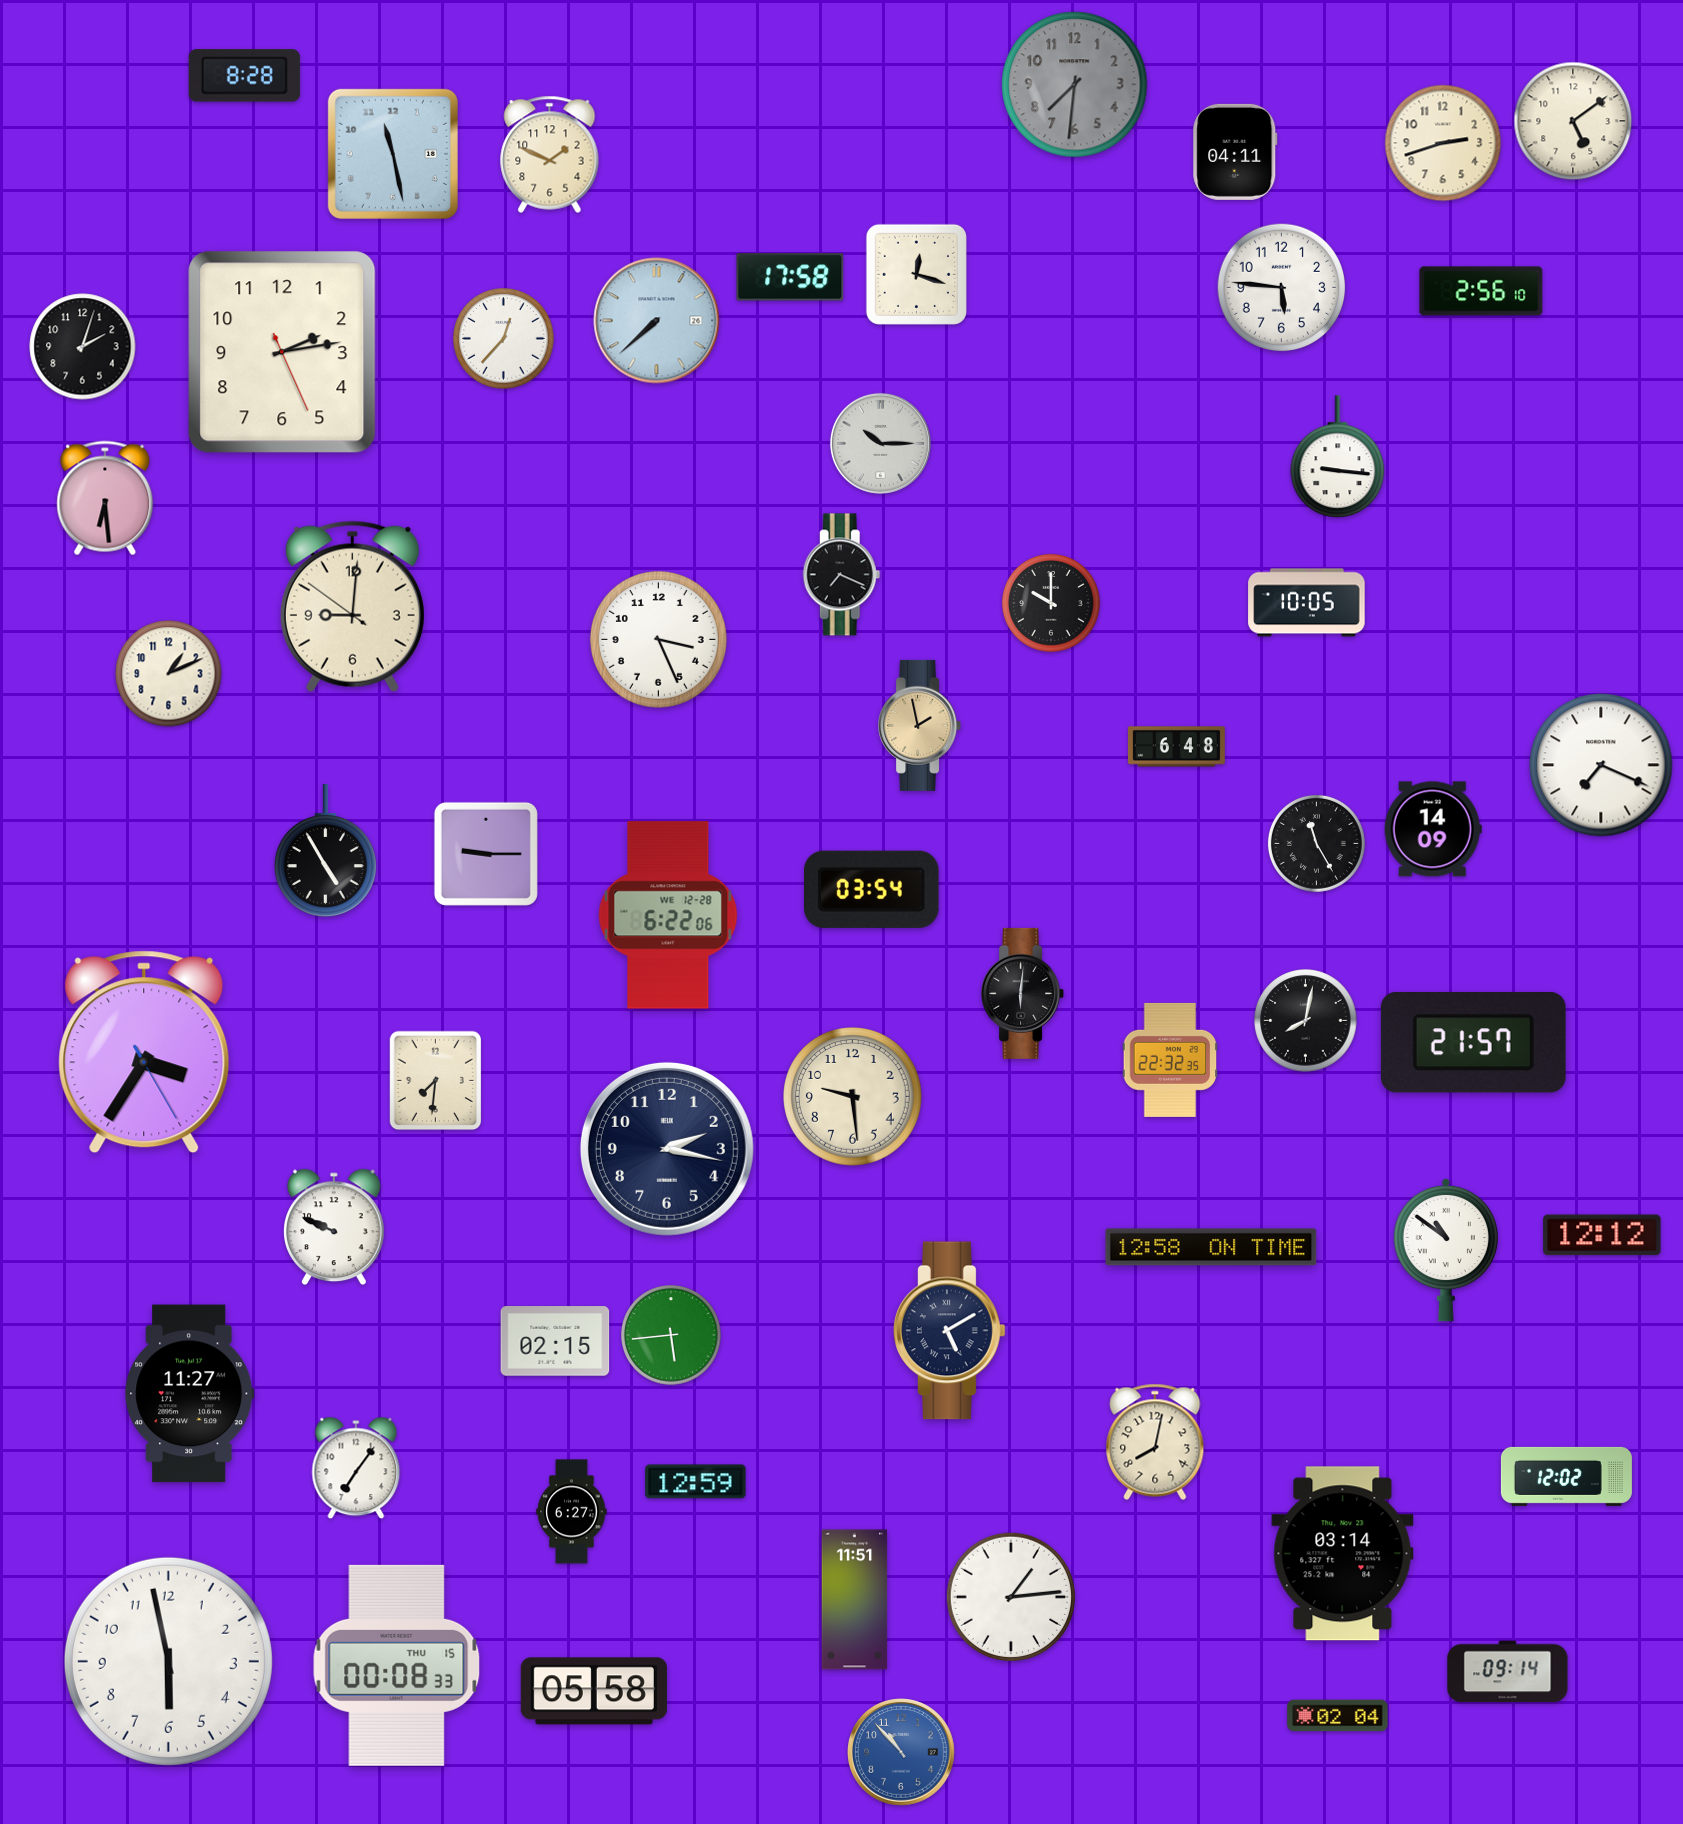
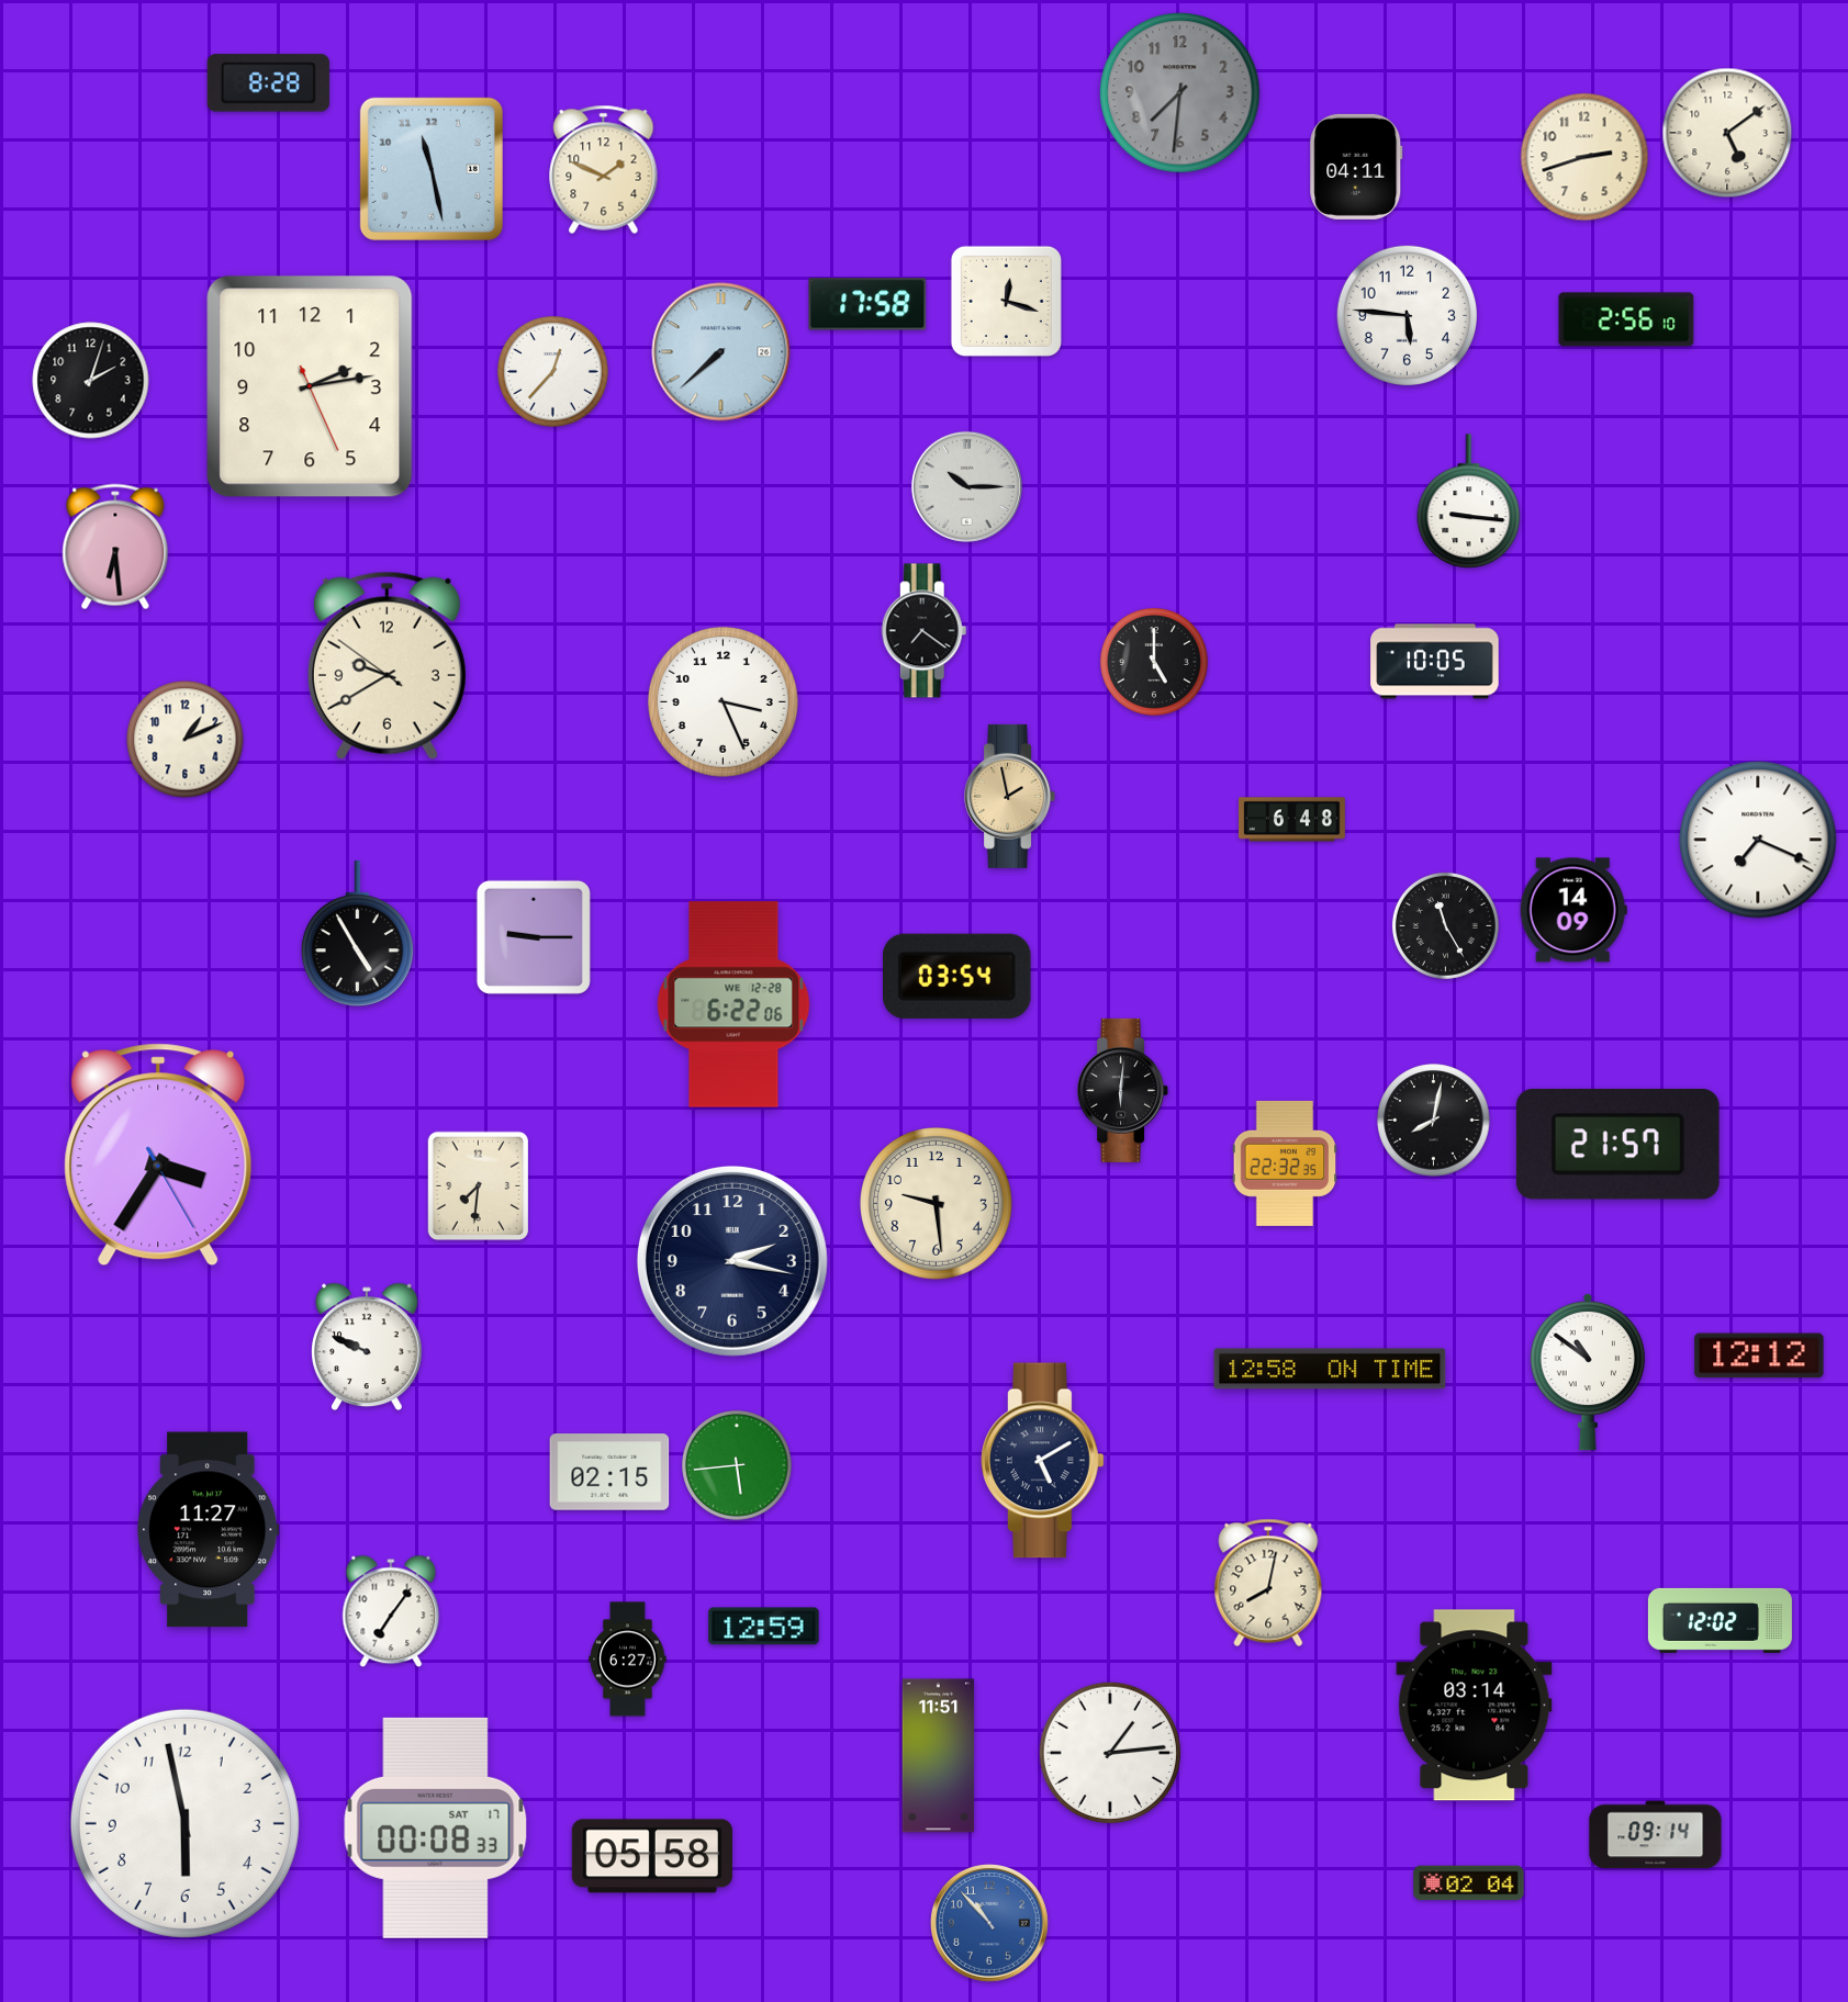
clock at (842, 575): 7:19 -> 7:21
clock at (1051, 603): 10:00 -> 5:00
clock at (352, 606): 9:00 -> 9:39
clock at (397, 1665) date: THU 15 -> SAT 17
